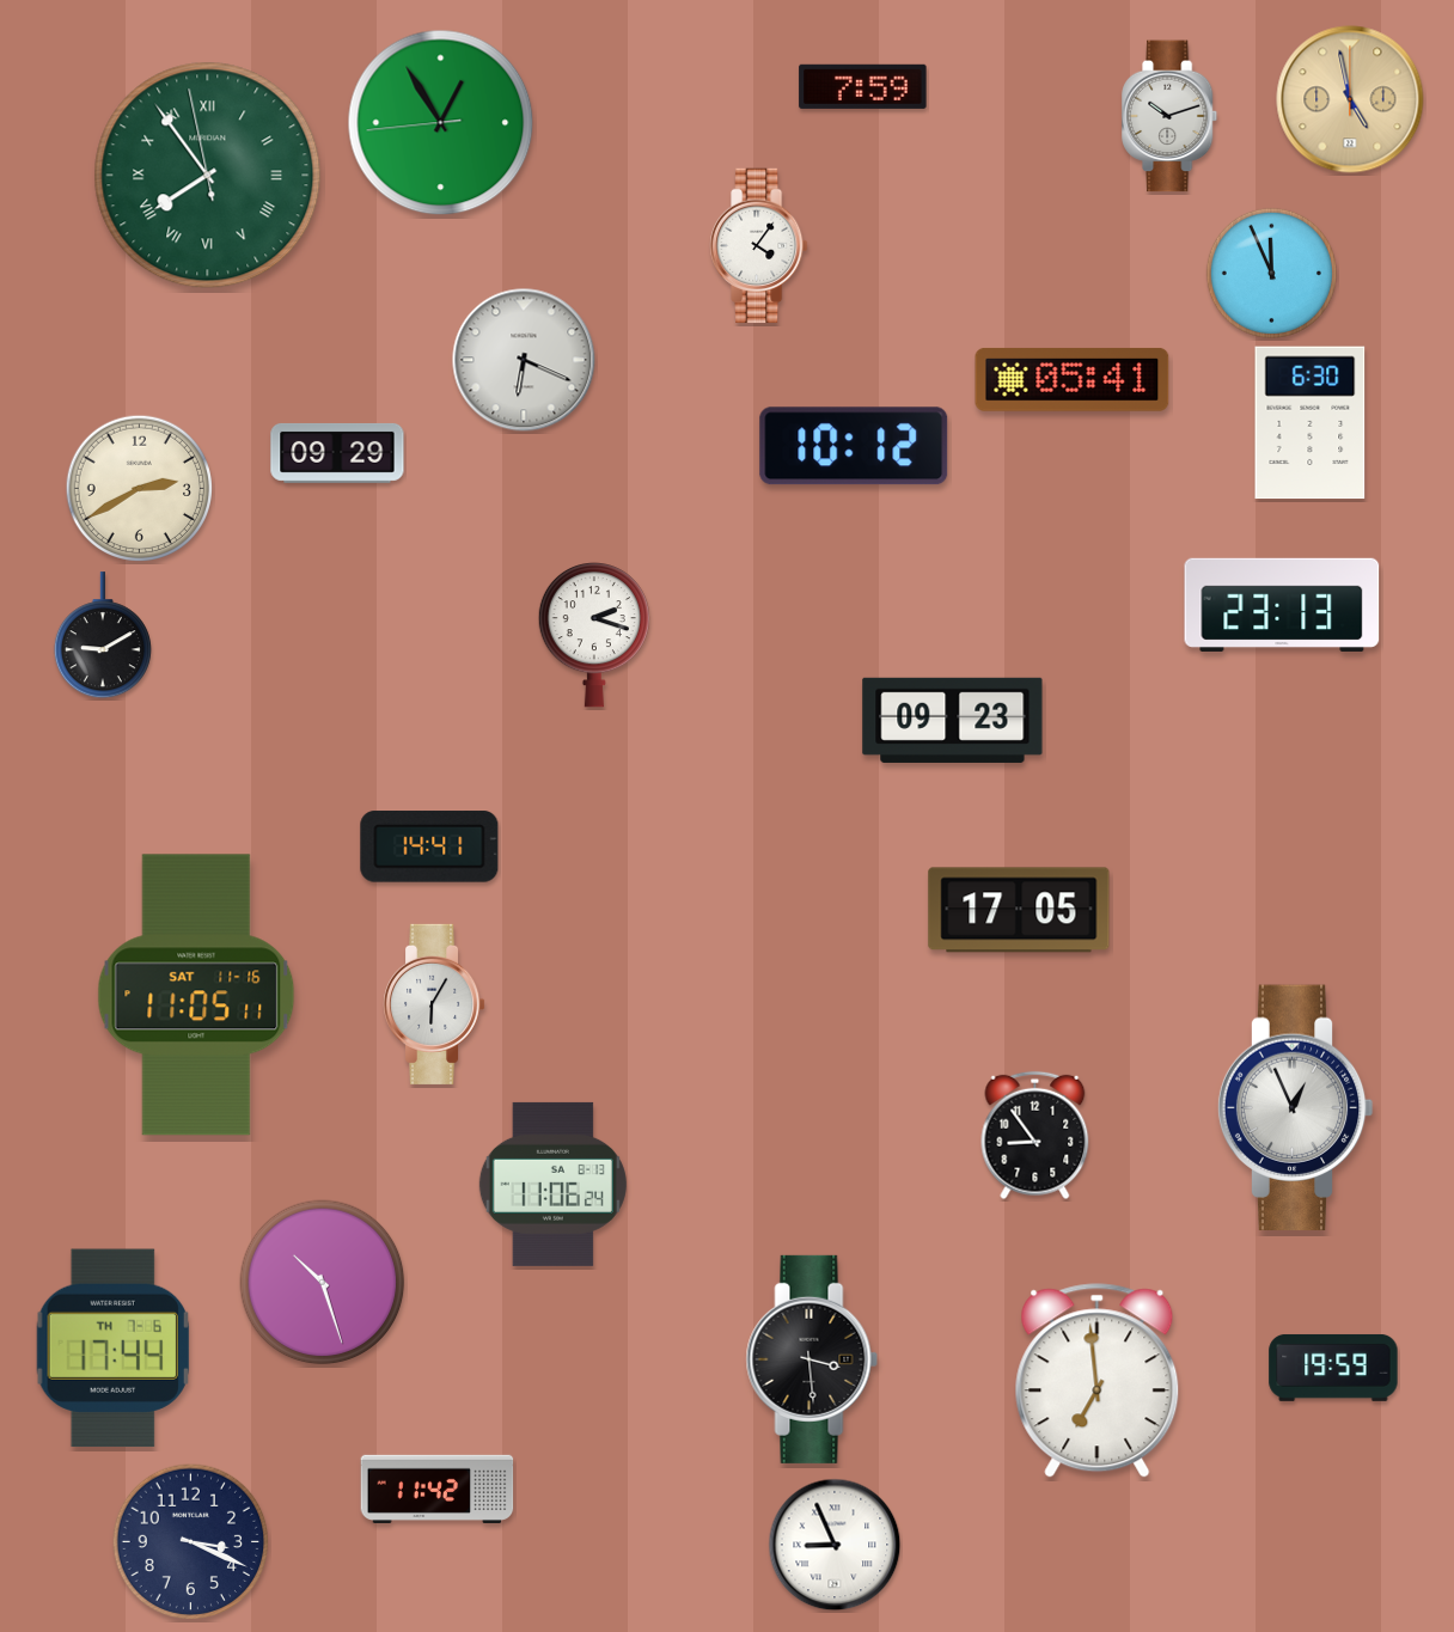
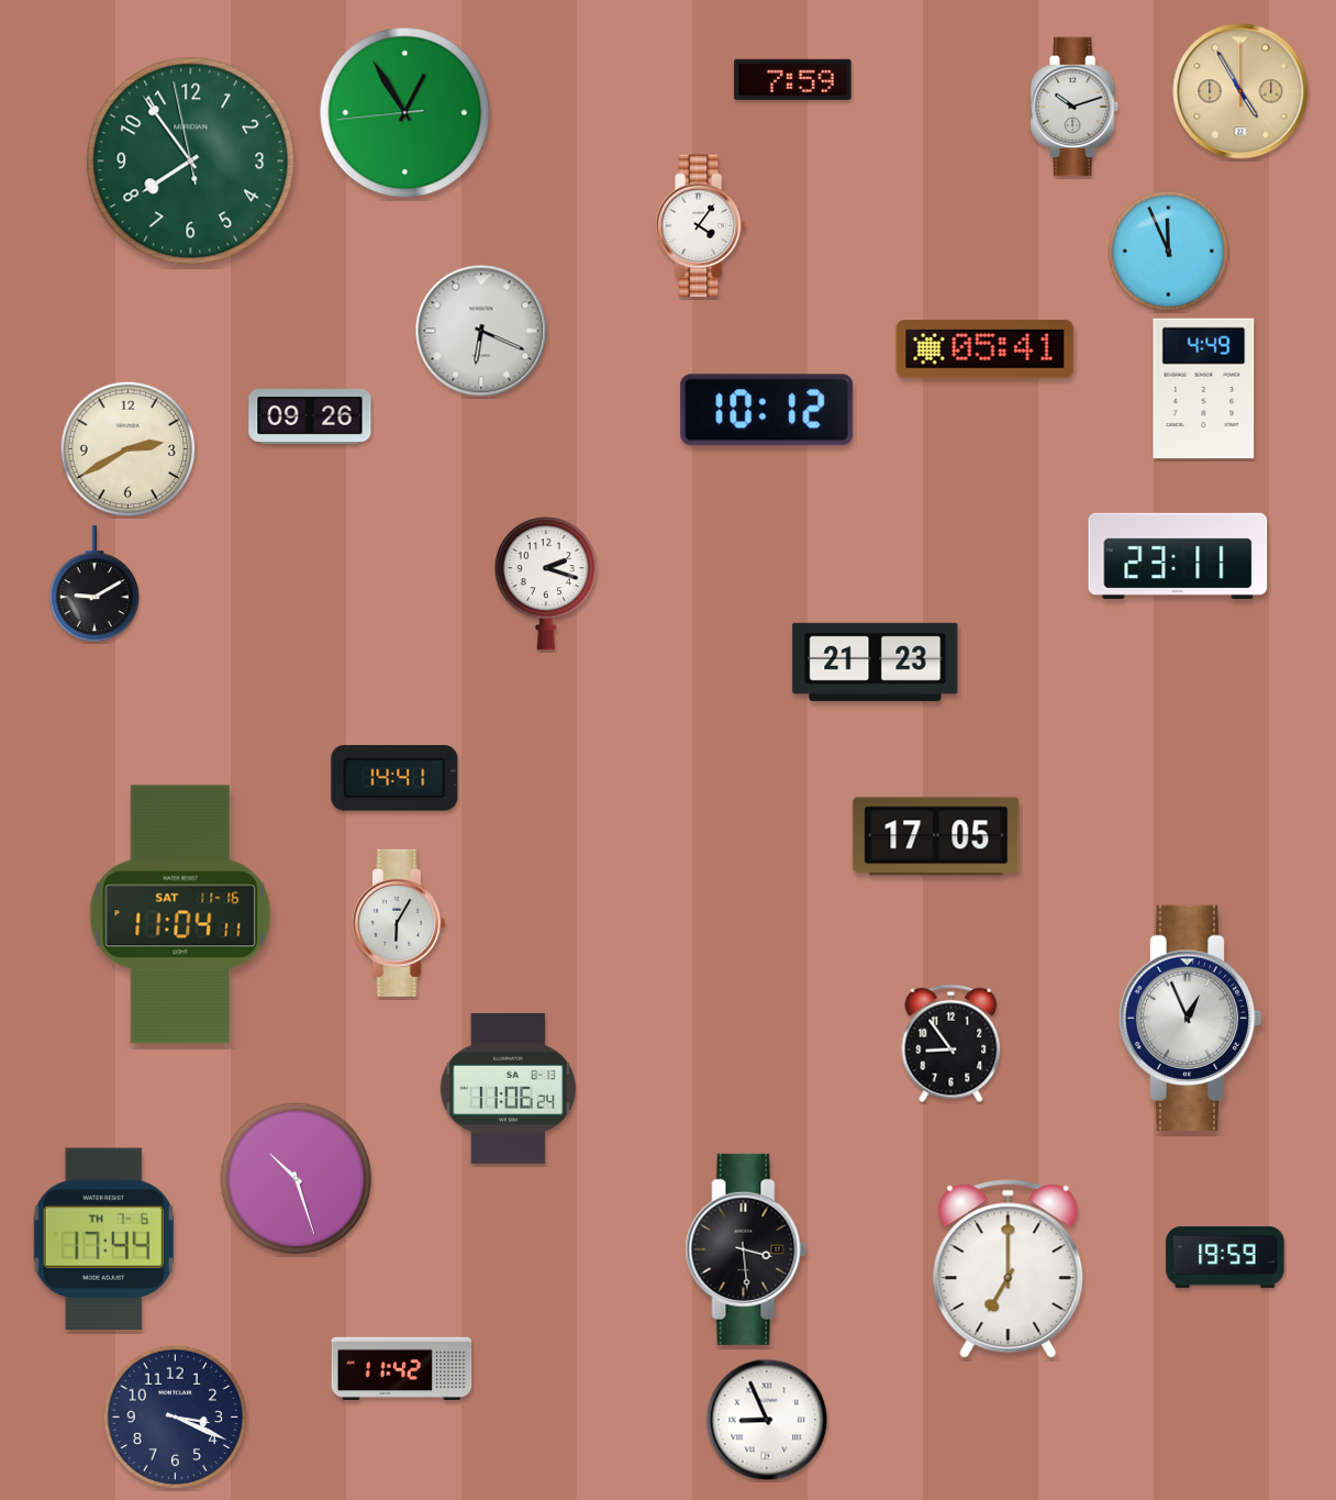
clock at (1350, 99): 4:58 -> 4:55
clock at (208, 176) numerals: Roman -> Arabic
clock at (759, 246) position: (759, 246) -> (701, 226)
clock at (1311, 423): 6:30 -> 4:49
clock at (854, 446) position: (854, 446) -> (767, 410)
clock at (337, 453): 09:29 -> 09:26
clock at (1282, 605): 23:13 -> 23:11
clock at (953, 720): 09:23 -> 21:23
clock at (196, 995): 11:05 -> 11:04
clock at (1098, 1381): 6:59 -> 7:00
